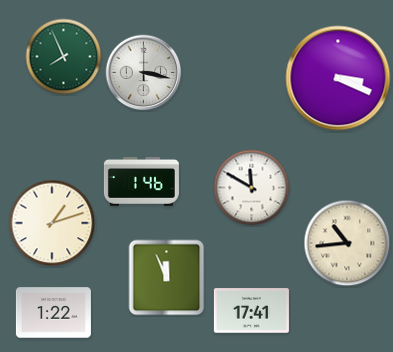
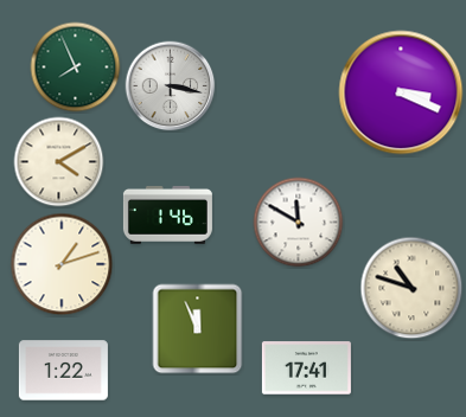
clock at (59, 162): none -> 4:10
clock at (347, 243): 10:44 -> 10:48
clock at (251, 311) position: (251, 311) -> (306, 368)
